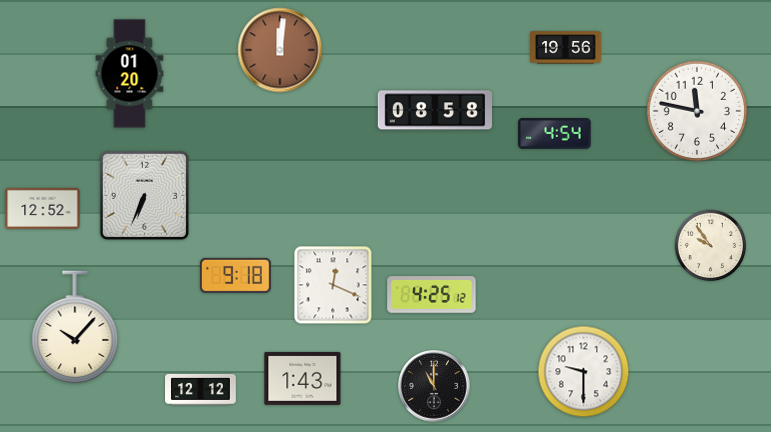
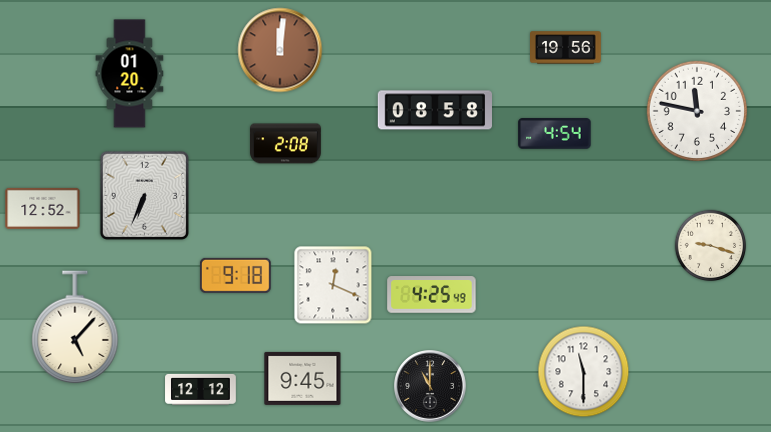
clock at (286, 144): none -> 2:08
clock at (711, 246): 9:54 -> 9:18
clock at (432, 295): 4:25:12 -> 4:25:49
clock at (75, 328): 10:07 -> 5:07
clock at (584, 372): 9:30 -> 11:30
clock at (303, 378): 1:43 -> 9:45
clock at (434, 386) position: (434, 386) -> (430, 386)
